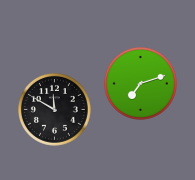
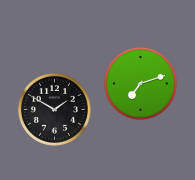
clock at (54, 109): 11:50 -> 1:50
